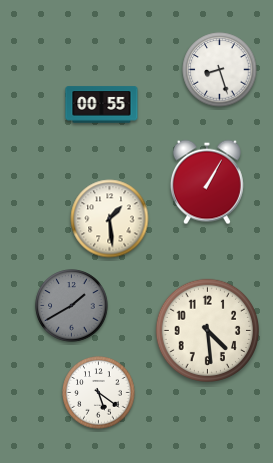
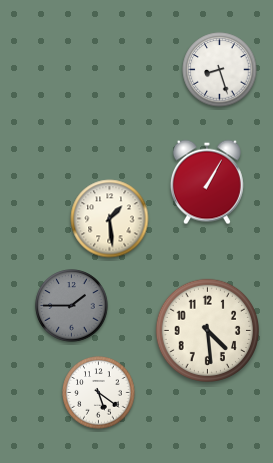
clock at (102, 105): 00:55 -> none
clock at (72, 306): 1:40 -> 1:45
